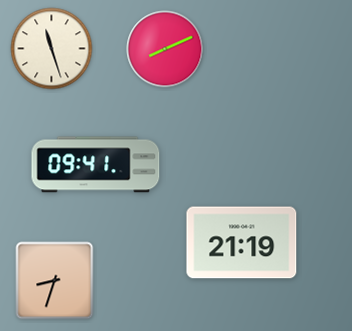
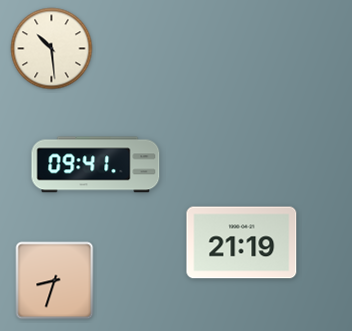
clock at (52, 49): 11:27 -> 10:29
clock at (165, 49): 8:11 -> none
